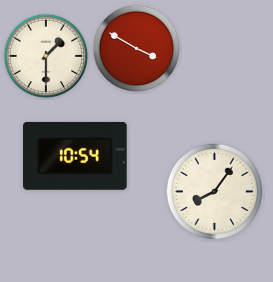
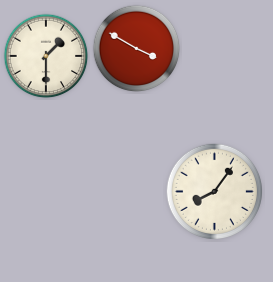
clock at (76, 156): 10:54 -> none
